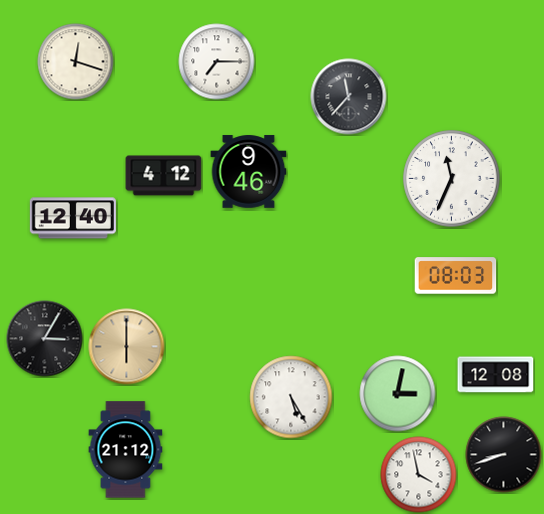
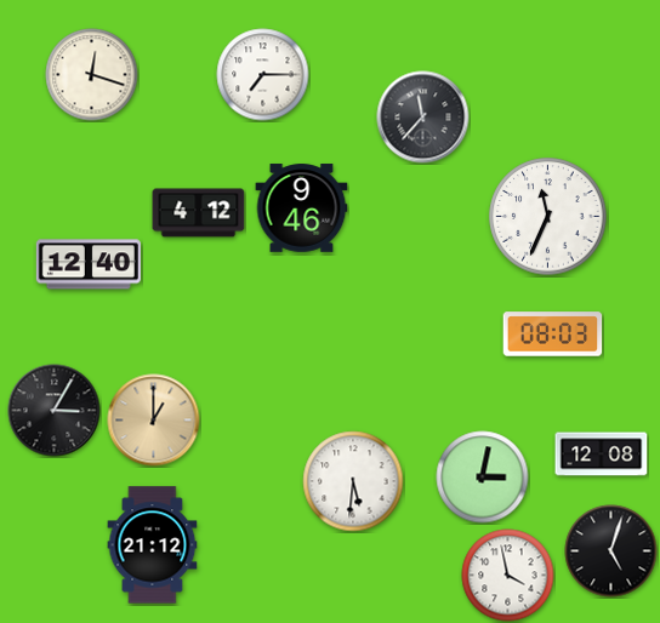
clock at (127, 347): 6:00 -> 1:00
clock at (291, 397): 5:25 -> 5:31
clock at (504, 455): 8:42 -> 5:03
